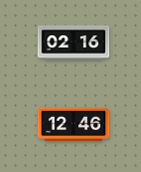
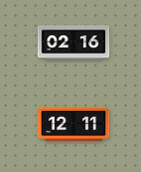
clock at (74, 125): 12:46 -> 12:11
